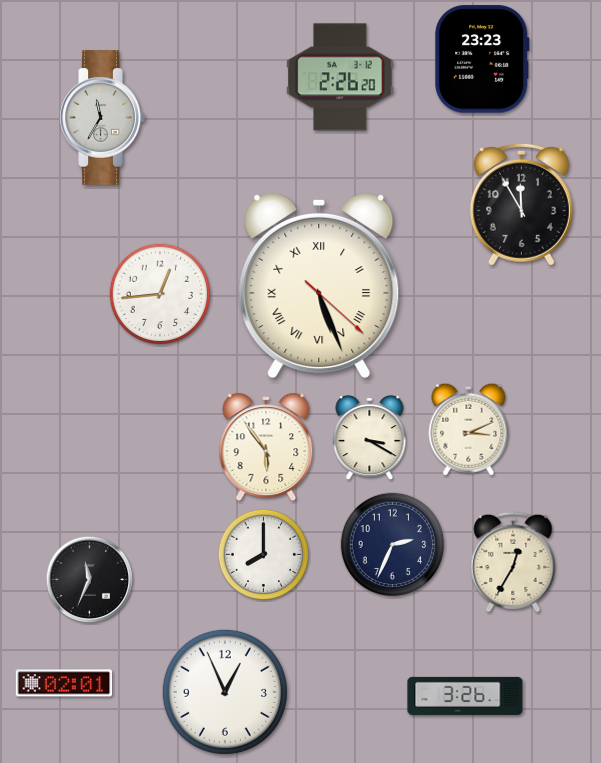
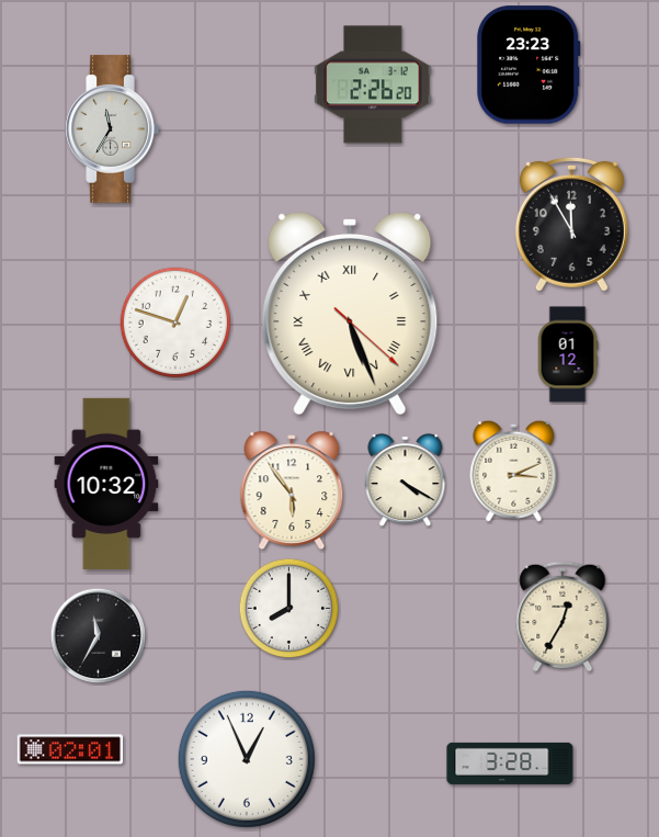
clock at (160, 294): 12:44 -> 12:48
clock at (568, 354): none -> 01:12
clock at (370, 439): 3:20 -> 4:20
clock at (106, 484): none -> 10:32
clock at (392, 544): 2:34 -> none
clock at (90, 580): 11:34 -> 11:35
clock at (465, 696): 3:26 -> 3:28
